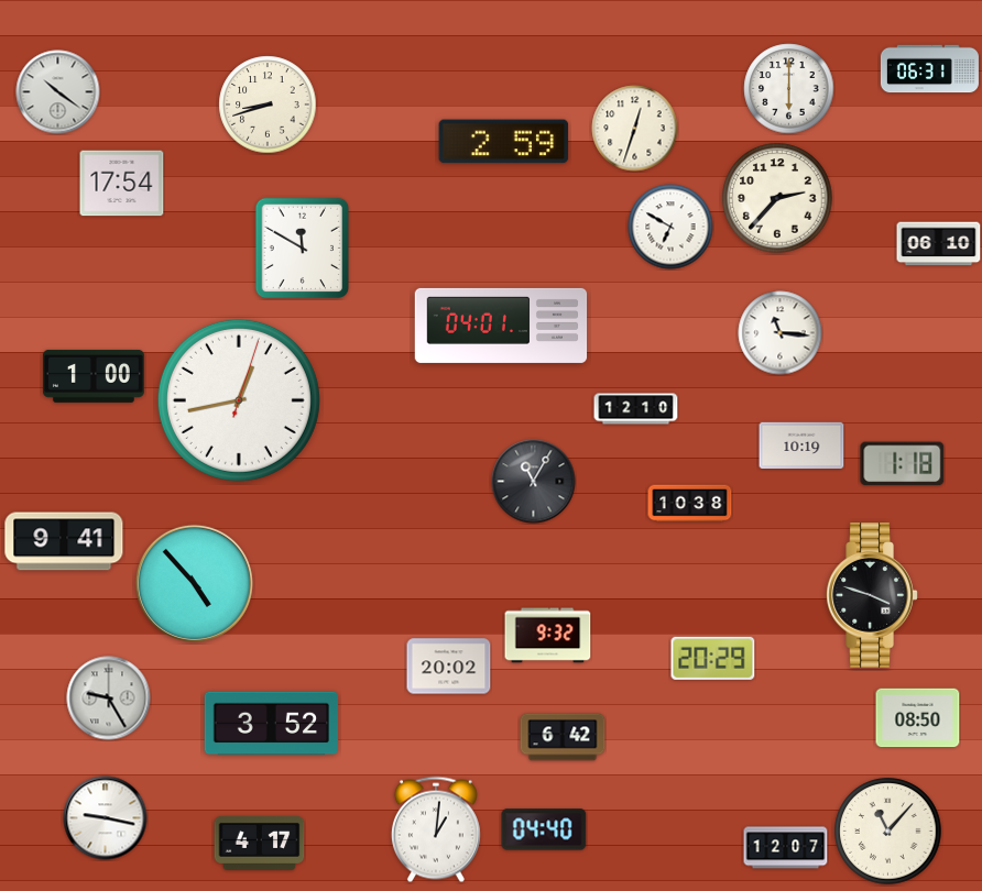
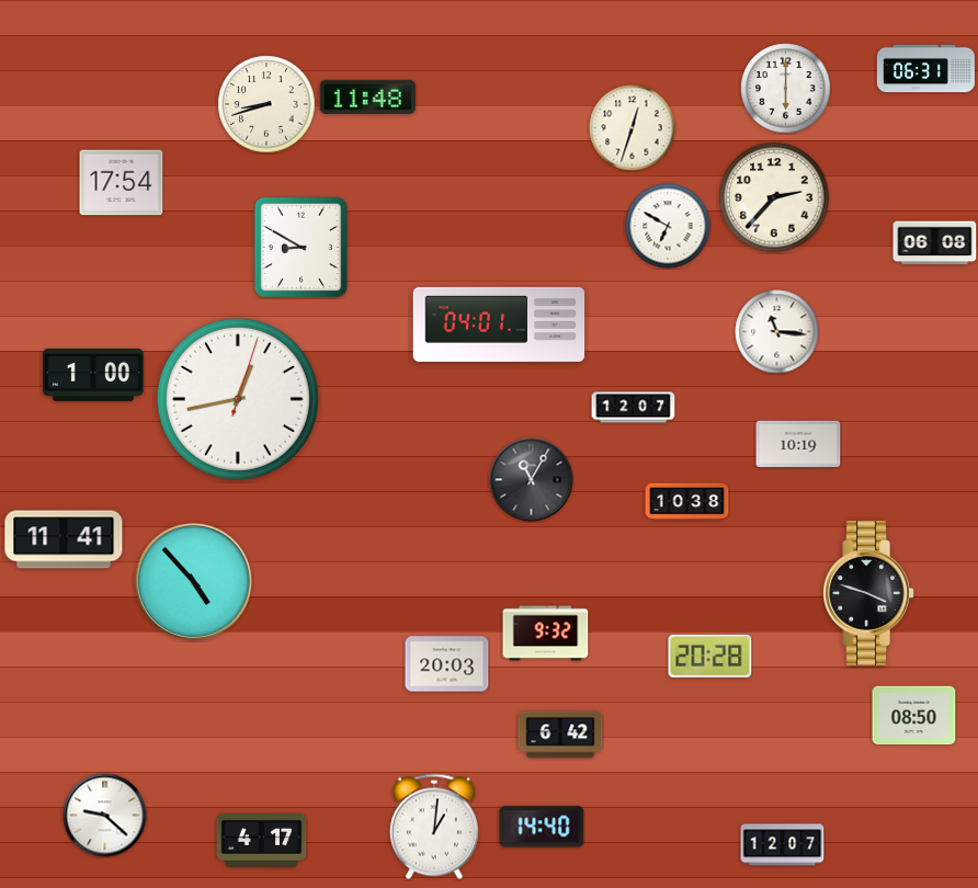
clock at (58, 92): 10:21 -> none
clock at (367, 96): none -> 11:48
clock at (504, 142): 2:59 -> none
clock at (939, 244): 06:10 -> 06:08
clock at (303, 249): 11:50 -> 8:50
clock at (636, 409): 12:10 -> 12:07
clock at (903, 464): 1:18 -> none
clock at (64, 541): 9:41 -> 11:41
clock at (713, 658): 20:29 -> 20:28
clock at (449, 667): 20:02 -> 20:03
clock at (109, 698): 9:25 -> none
clock at (271, 724): 3:52 -> none
clock at (106, 818): 9:17 -> 9:22
clock at (544, 829): 04:40 -> 14:40
clock at (888, 832): 11:07 -> none
clock at (260, 843) position: (260, 843) -> (262, 840)
